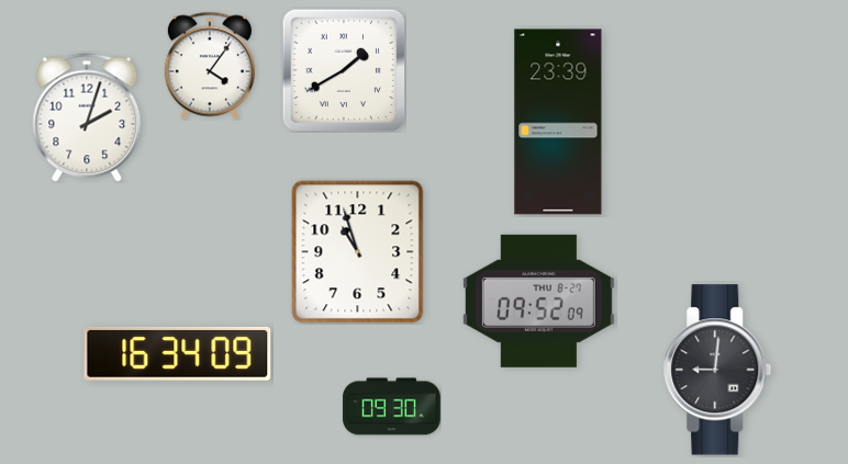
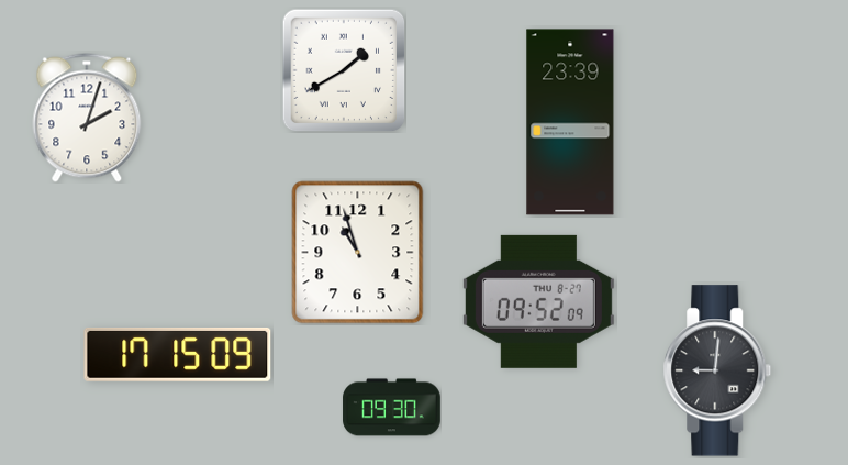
clock at (210, 66): 4:06 -> none
clock at (558, 122) position: (558, 122) -> (570, 122)
clock at (178, 353): 16:34 -> 17:15
